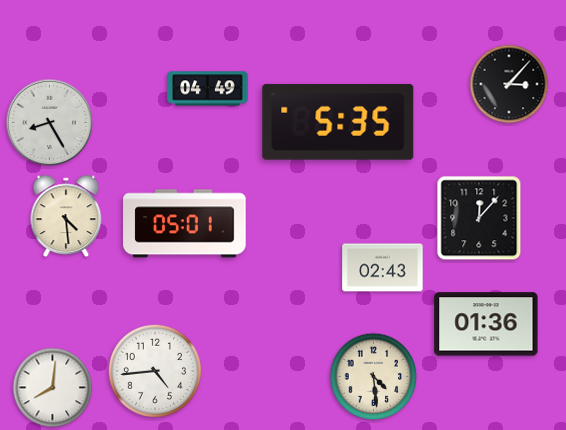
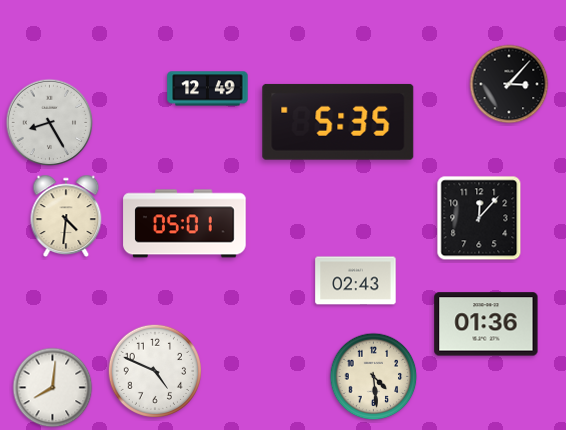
clock at (208, 89): 04:49 -> 12:49
clock at (66, 216): 4:29 -> 4:31
clock at (383, 268) position: (383, 268) -> (356, 281)
clock at (154, 370): 4:44 -> 4:49
